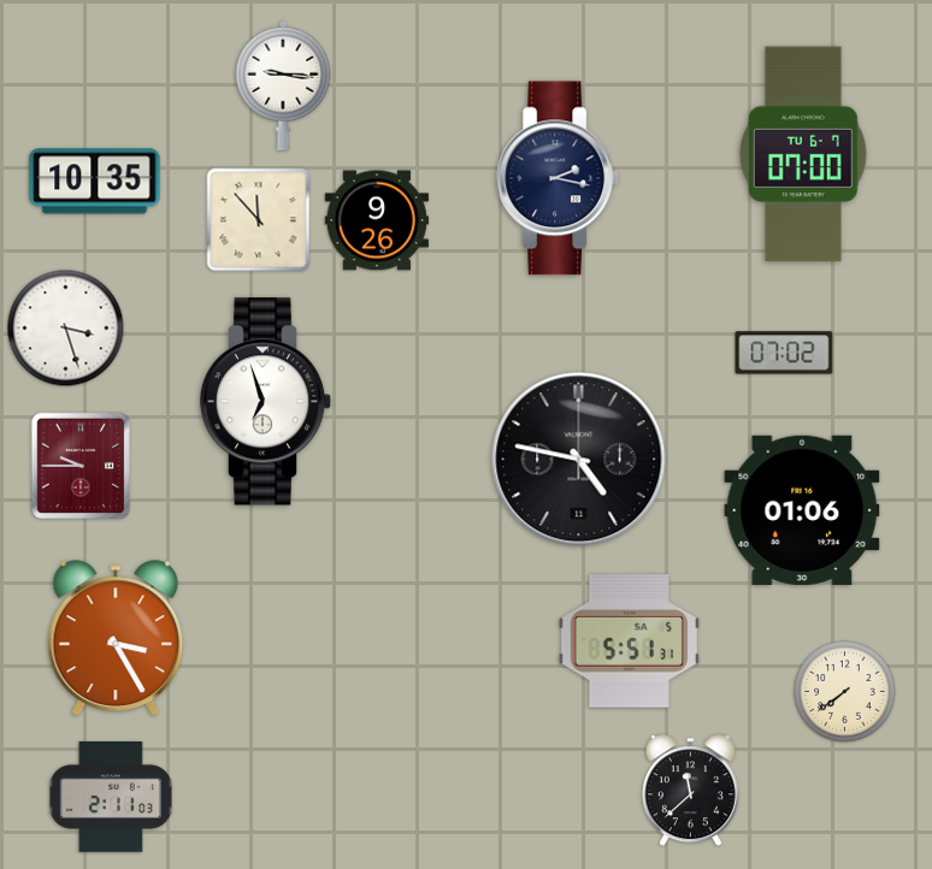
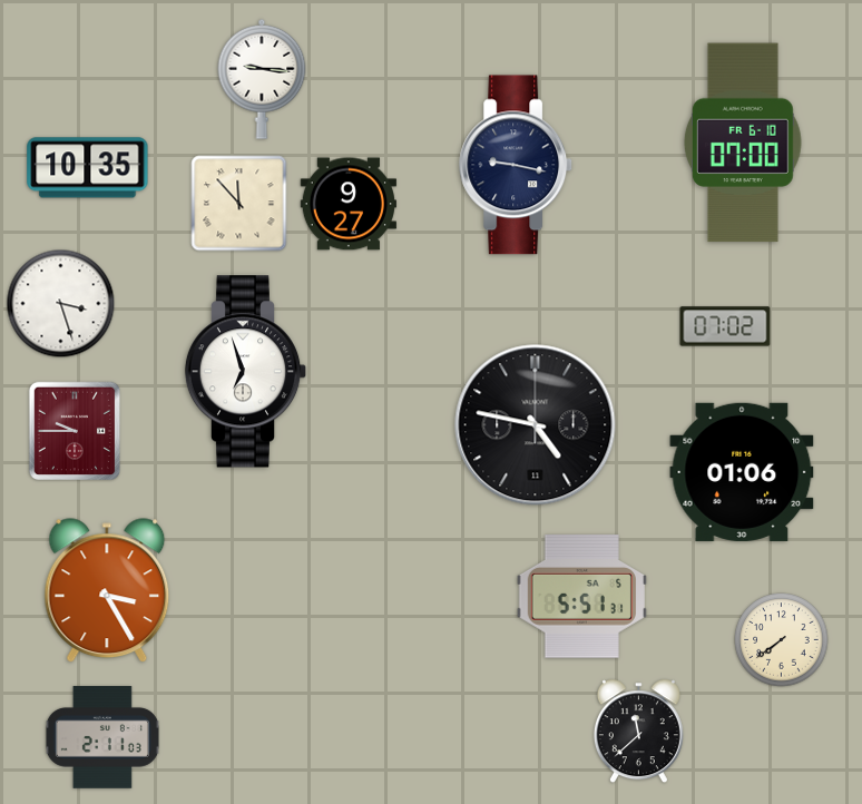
clock at (803, 154) date: TU 6-7 -> FR 6-10
clock at (559, 178): 2:17 -> 9:17
clock at (377, 220): 9:26 -> 9:27
clock at (629, 642) position: (629, 642) -> (581, 597)
